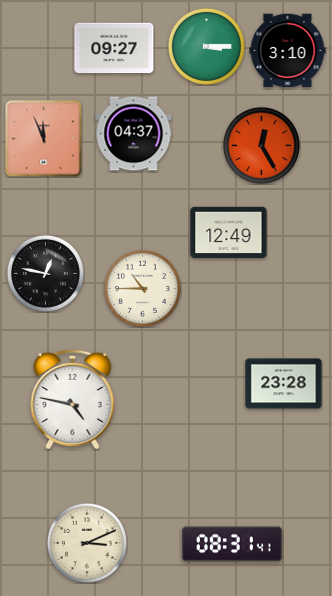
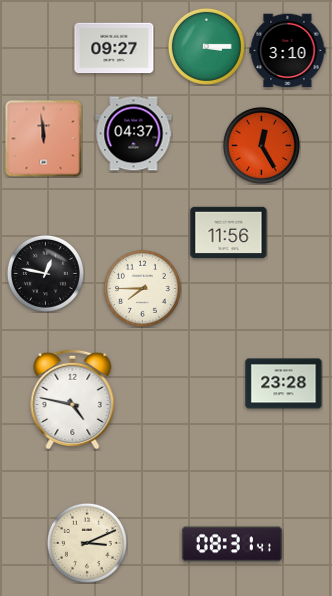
clock at (44, 139): 11:56 -> 11:59
clock at (229, 233): 12:49 -> 11:56
clock at (142, 288): 10:45 -> 7:45
